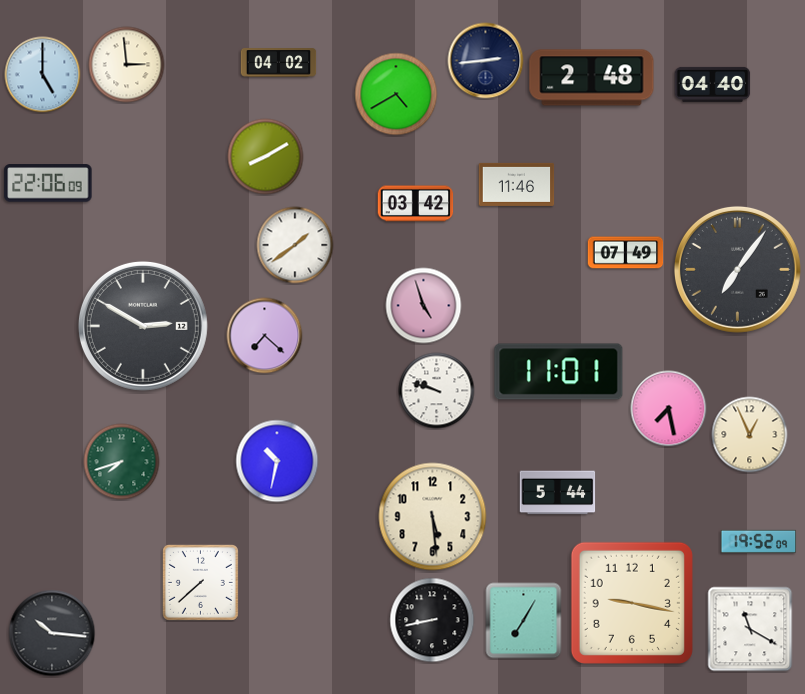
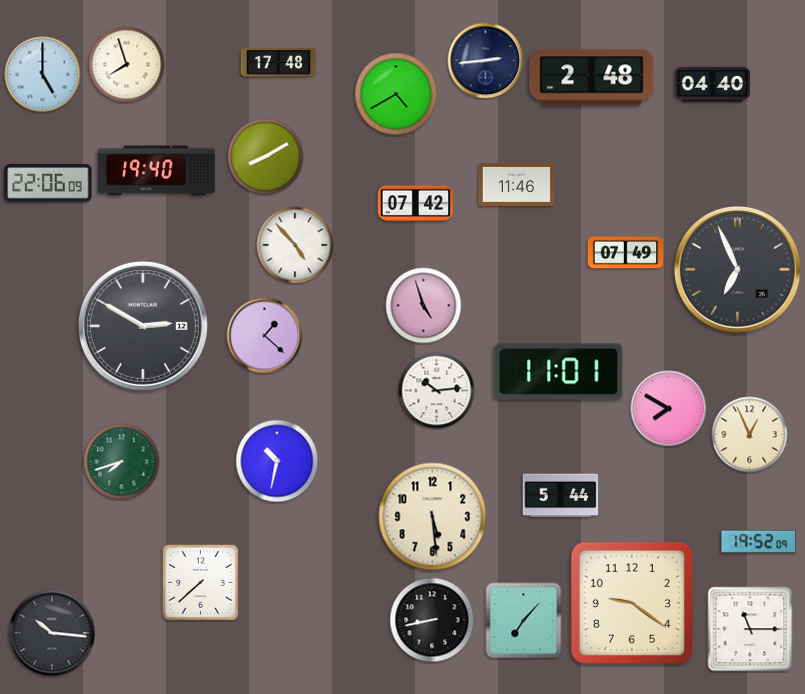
clock at (279, 63): 04:02 -> 17:48
clock at (127, 65): 2:59 -> 7:57
clock at (157, 171): none -> 19:40
clock at (416, 204): 03:42 -> 07:42
clock at (295, 245): 1:39 -> 4:53
clock at (737, 269): 7:06 -> 6:56
clock at (265, 336): 7:22 -> 1:22
clock at (437, 391): 9:48 -> 10:14
clock at (669, 409): 7:28 -> 7:50
clock at (558, 493) position: (558, 493) -> (561, 496)
clock at (632, 603): 9:17 -> 9:21
clock at (524, 621): 7:05 -> 7:07
clock at (750, 629): 11:20 -> 11:15
